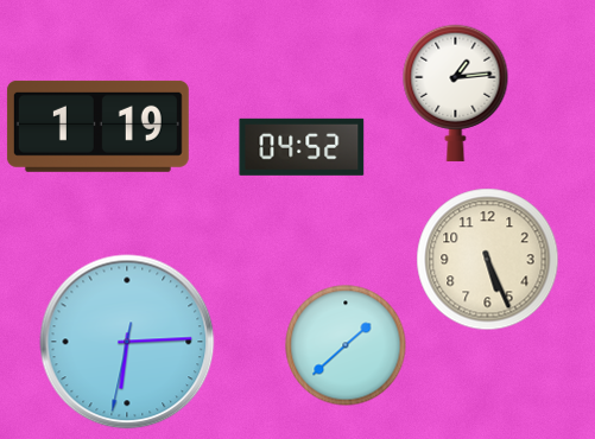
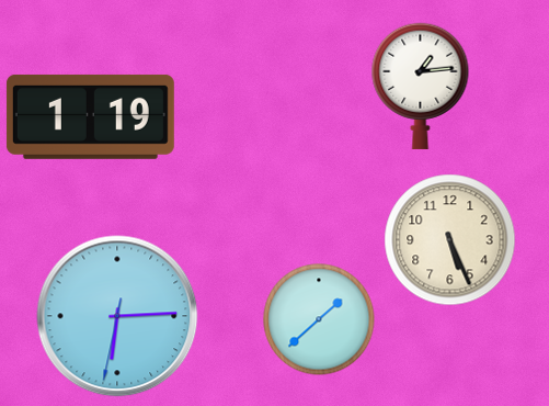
clock at (302, 147): 04:52 -> none
